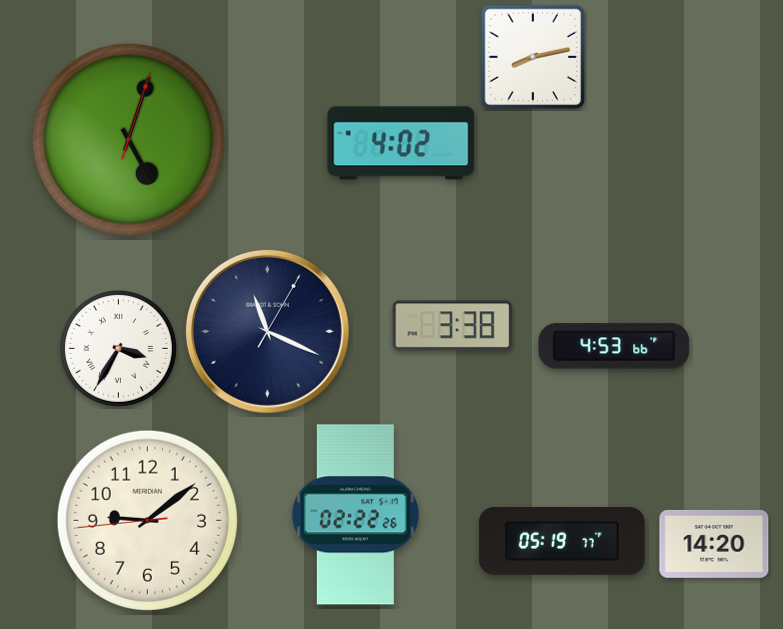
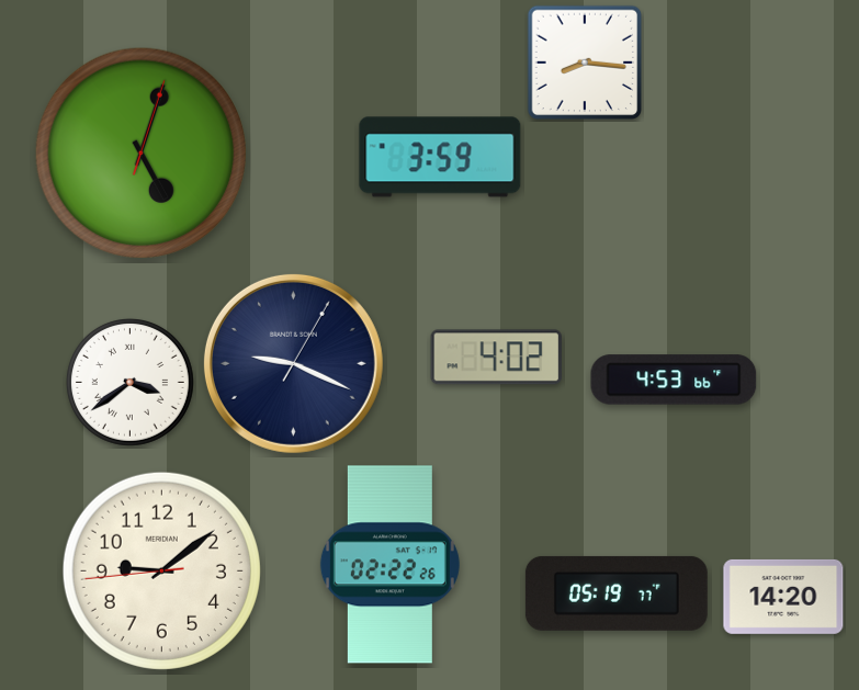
clock at (533, 57): 8:13 -> 8:16
clock at (401, 143): 4:02 -> 3:59
clock at (452, 326): 3:38 -> 4:02
clock at (267, 331): 11:19 -> 9:19
clock at (118, 348): 3:35 -> 3:39
